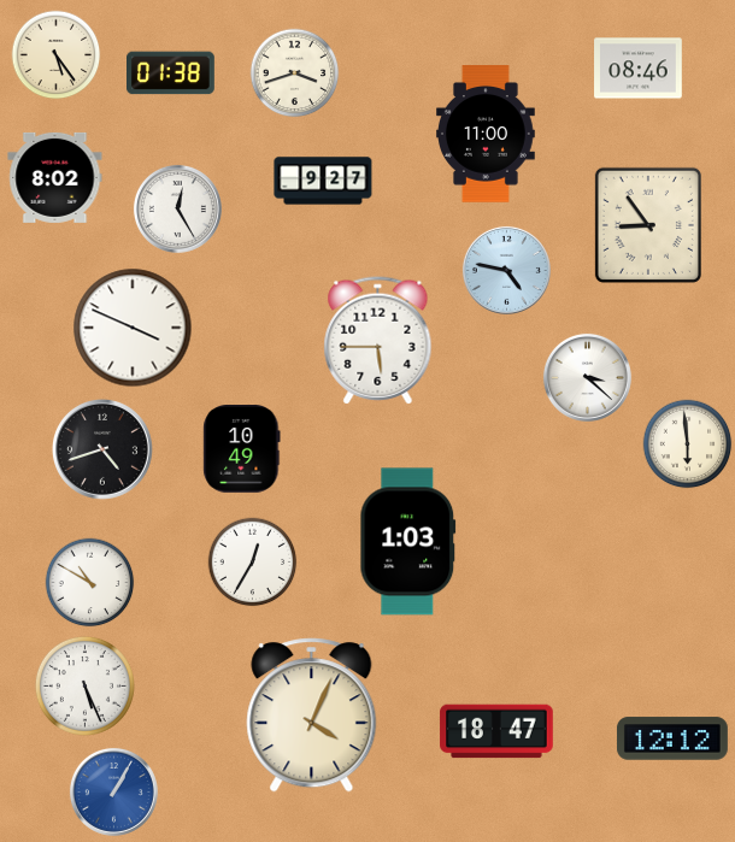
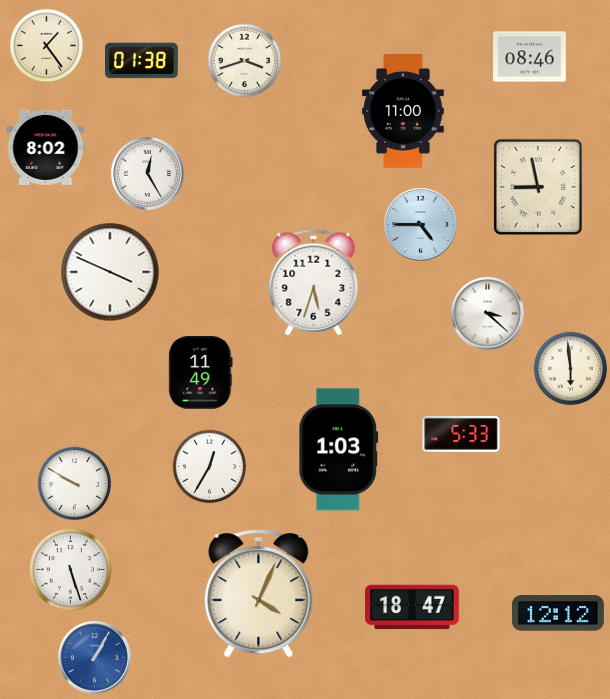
clock at (57, 55): 5:24 -> 1:24
clock at (323, 181): 9:27 -> none
clock at (648, 225): 8:54 -> 8:58
clock at (506, 270): 4:47 -> 4:45
clock at (378, 341): 5:45 -> 5:33
clock at (242, 449): 10:49 -> 11:49
clock at (104, 451): 4:42 -> none
clock at (461, 434): none -> 5:33
clock at (90, 583): 10:50 -> 9:50
clock at (84, 685): 5:26 -> 5:27
